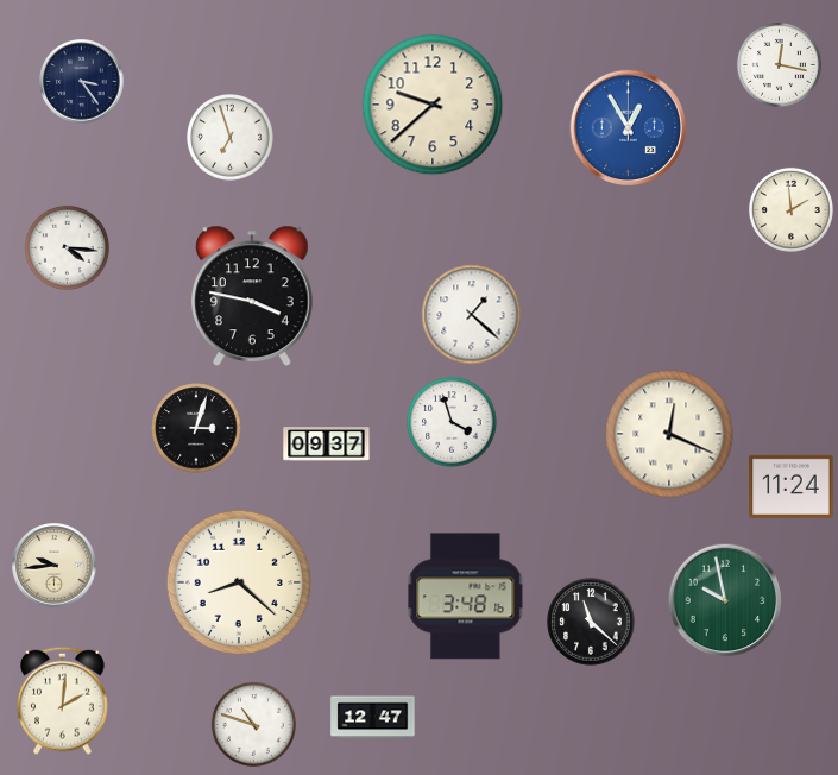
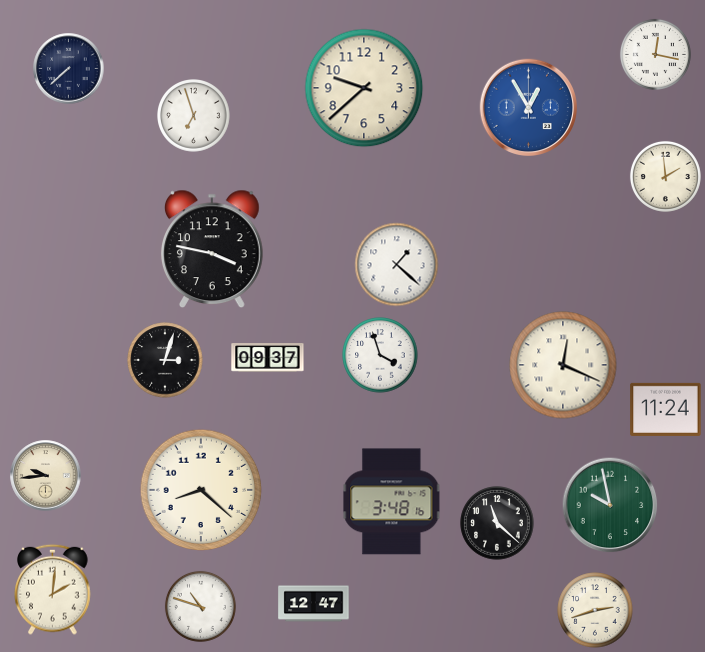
clock at (82, 82): 3:24 -> 7:38
clock at (67, 247): 4:16 -> none
clock at (327, 445) position: (327, 445) -> (268, 358)
clock at (253, 724) position: (253, 724) -> (200, 606)
clock at (595, 610): none -> 2:42
